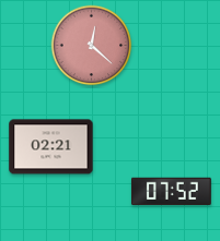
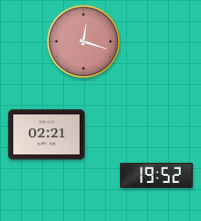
clock at (92, 46): 12:22 -> 12:18
clock at (171, 191): 07:52 -> 19:52
